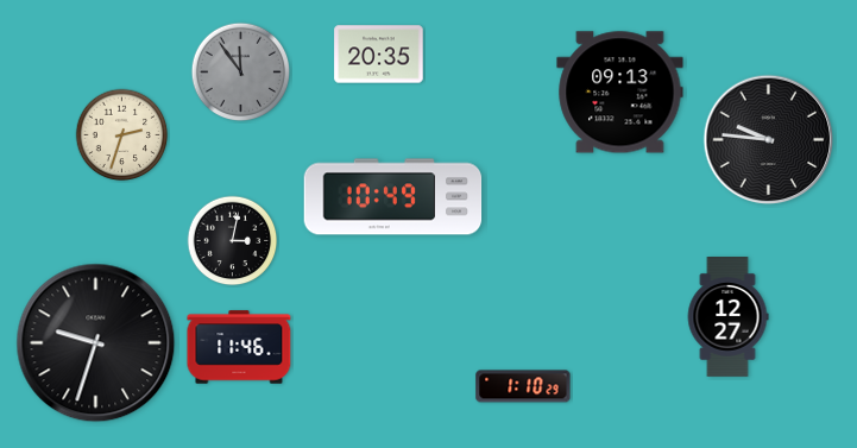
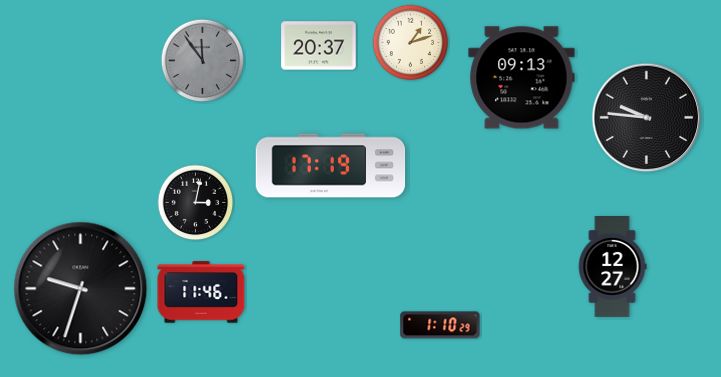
clock at (411, 43): none -> 1:12
clock at (379, 55): 20:35 -> 20:37
clock at (122, 135): 2:33 -> none
clock at (393, 197): 10:49 -> 17:19
